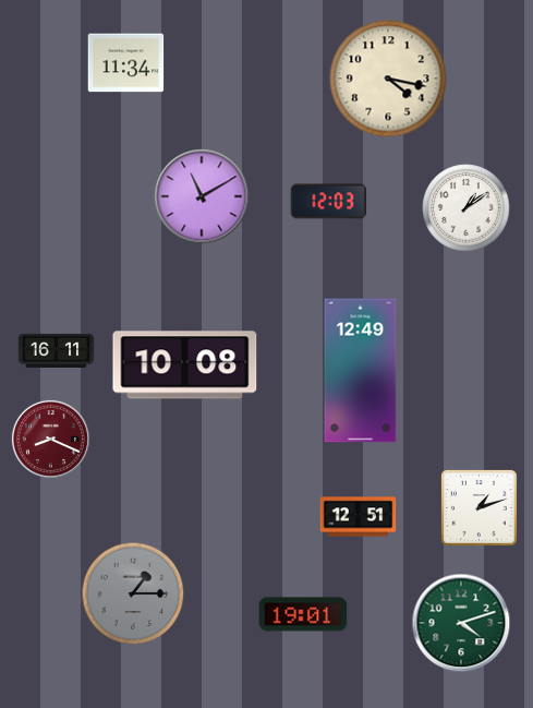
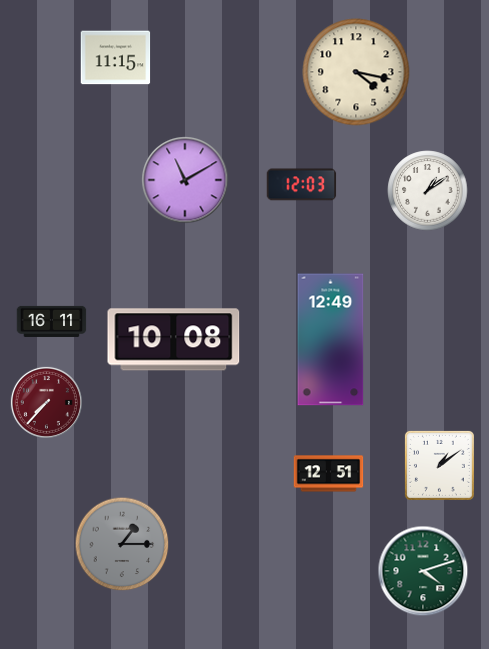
clock at (126, 63): 11:34 -> 11:15
clock at (185, 365) position: (185, 365) -> (174, 340)
clock at (50, 439): 8:19 -> 7:37
clock at (479, 507): 1:12 -> 1:09
clock at (303, 614): 19:01 -> none
